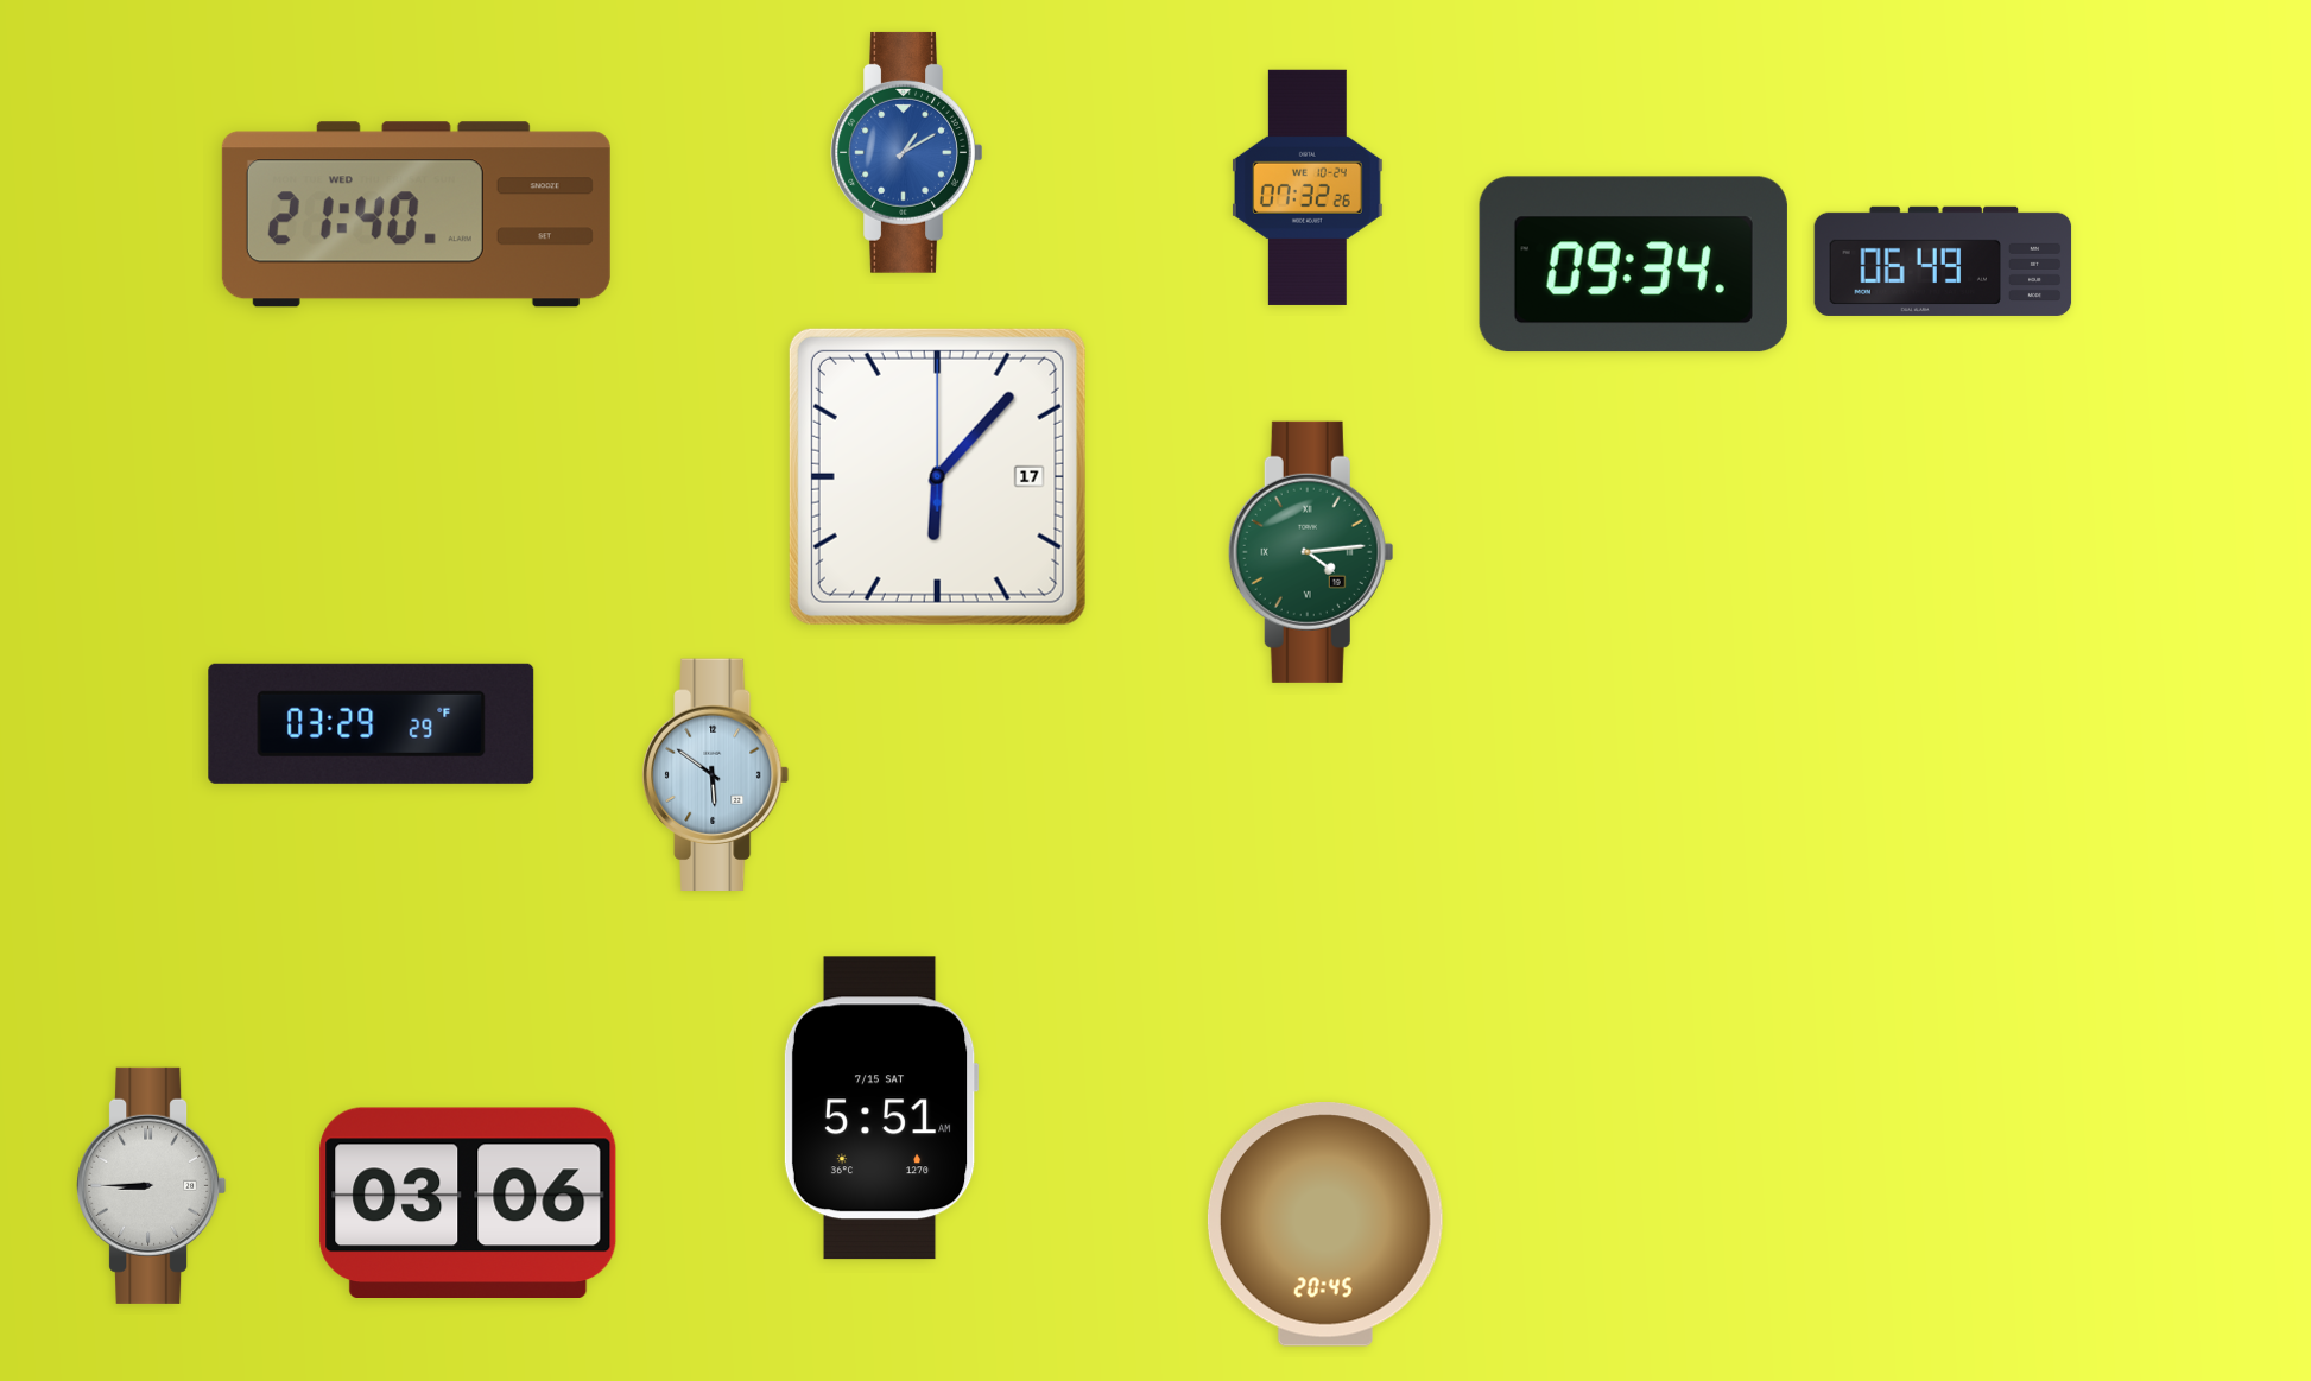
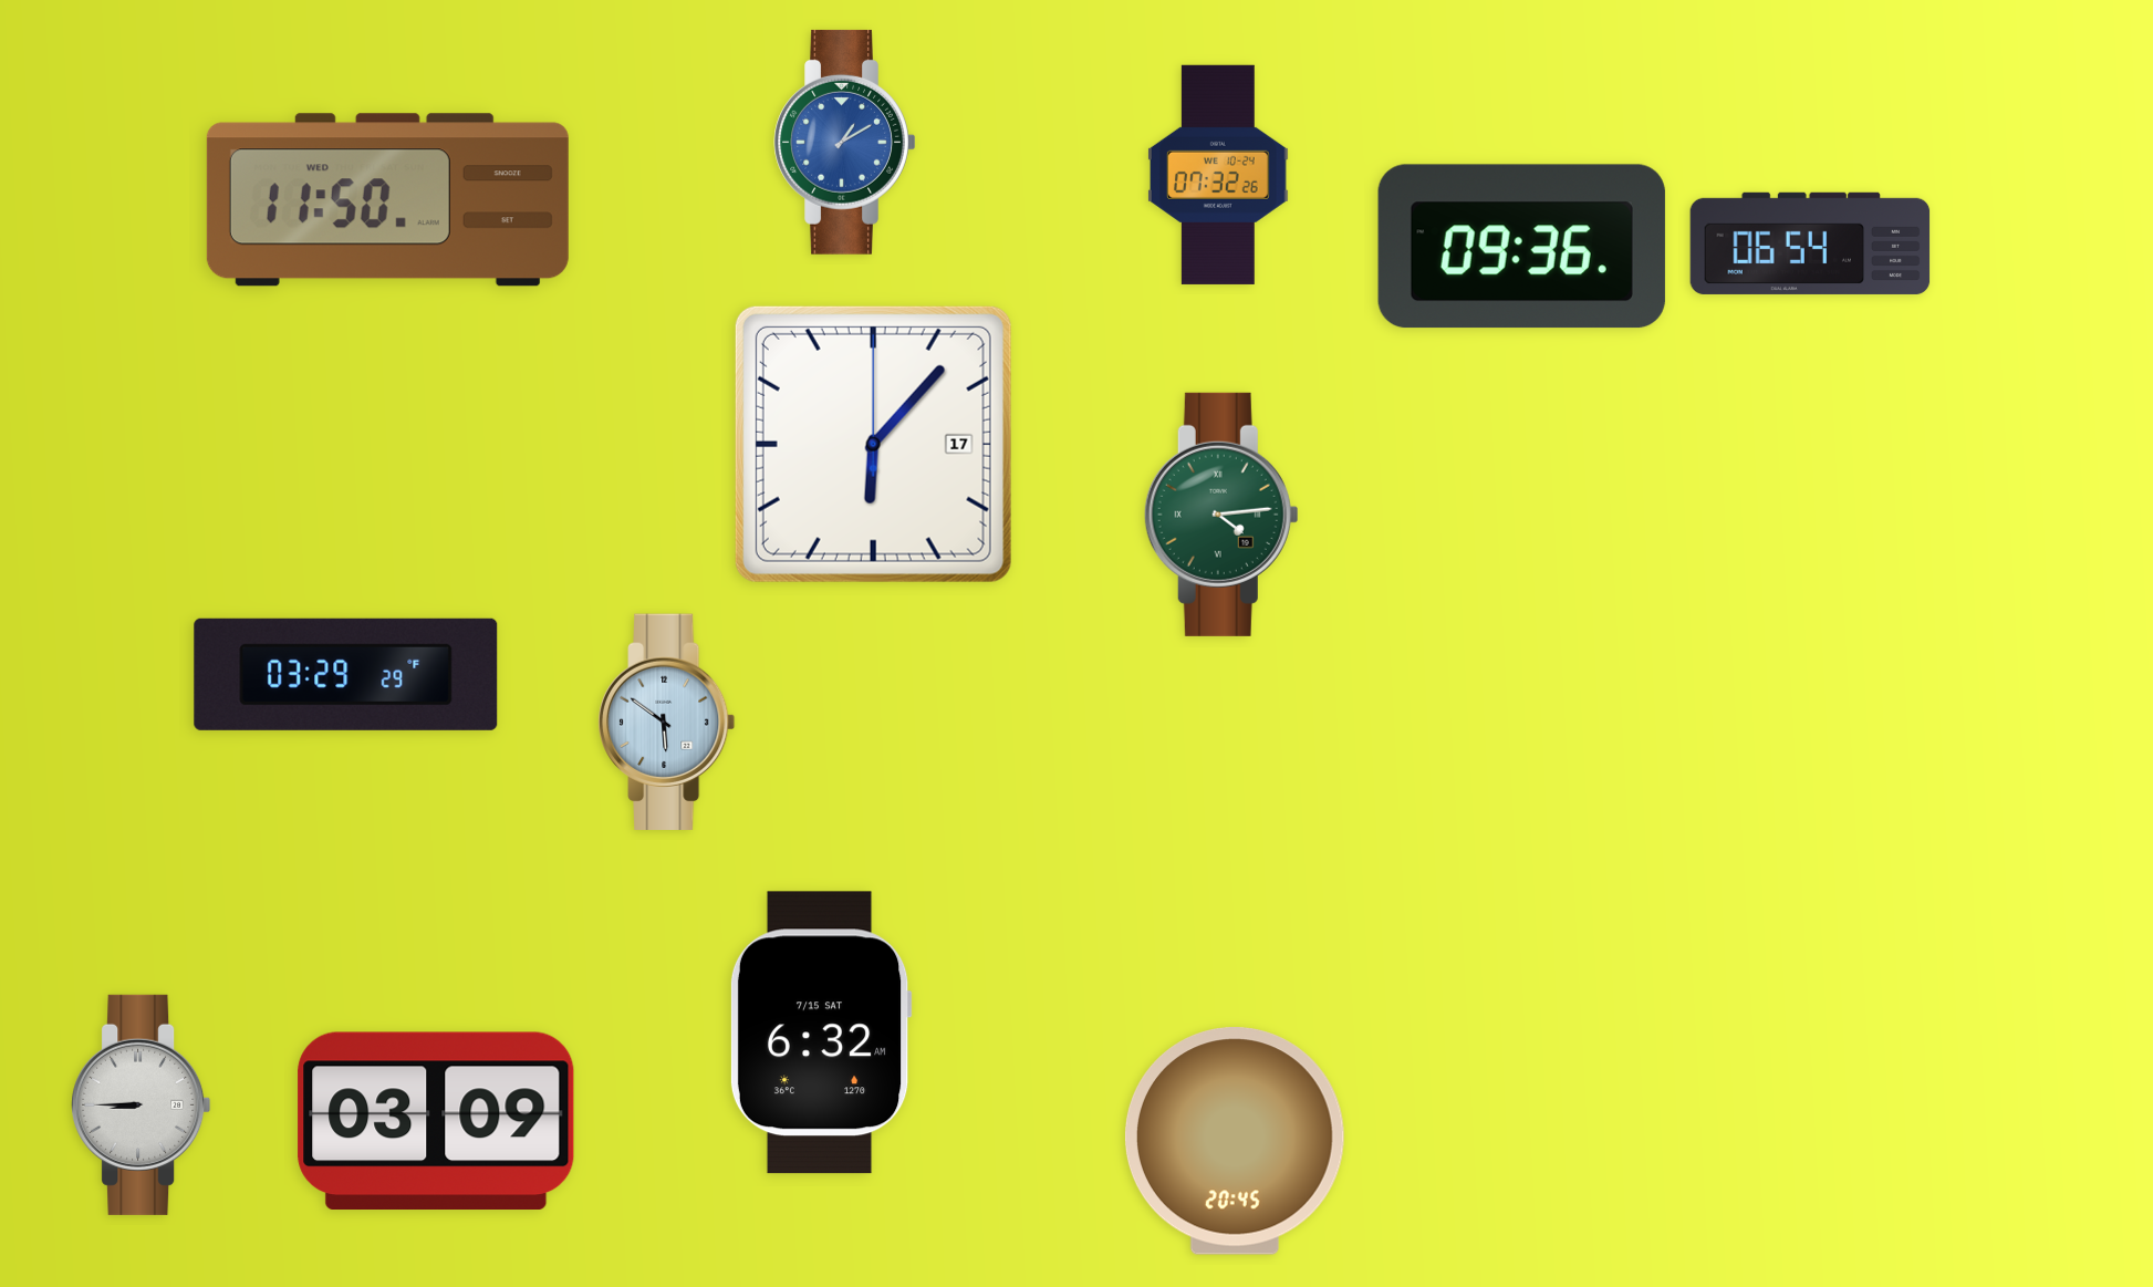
clock at (416, 215): 21:40 -> 11:50
clock at (1943, 261): 06:49 -> 06:54
clock at (1633, 265): 09:34 -> 09:36
clock at (881, 1108): 5:51 -> 6:32
clock at (468, 1202): 03:06 -> 03:09
